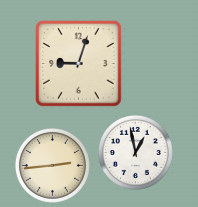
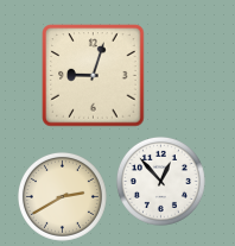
clock at (135, 152): 12:58 -> 12:53
clock at (52, 165): 2:44 -> 2:40
